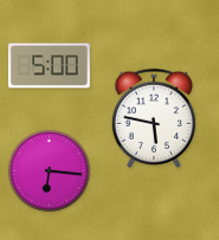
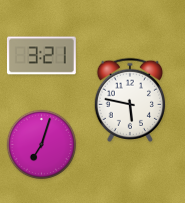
clock at (49, 66): 5:00 -> 3:21
clock at (49, 170): 6:16 -> 7:03
